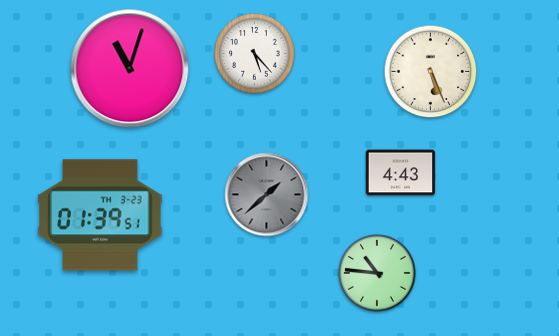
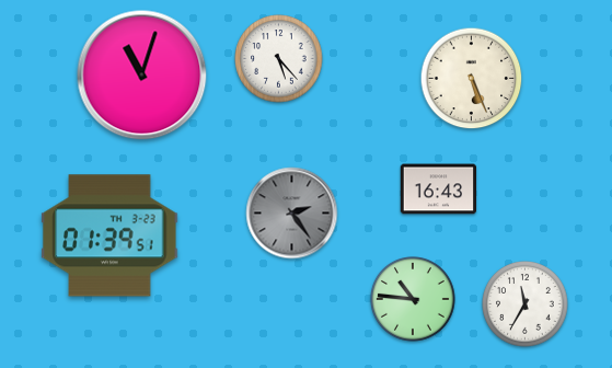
clock at (401, 173): 4:43 -> 16:43
clock at (267, 195): 1:38 -> 2:24
clock at (526, 304): none -> 11:35
